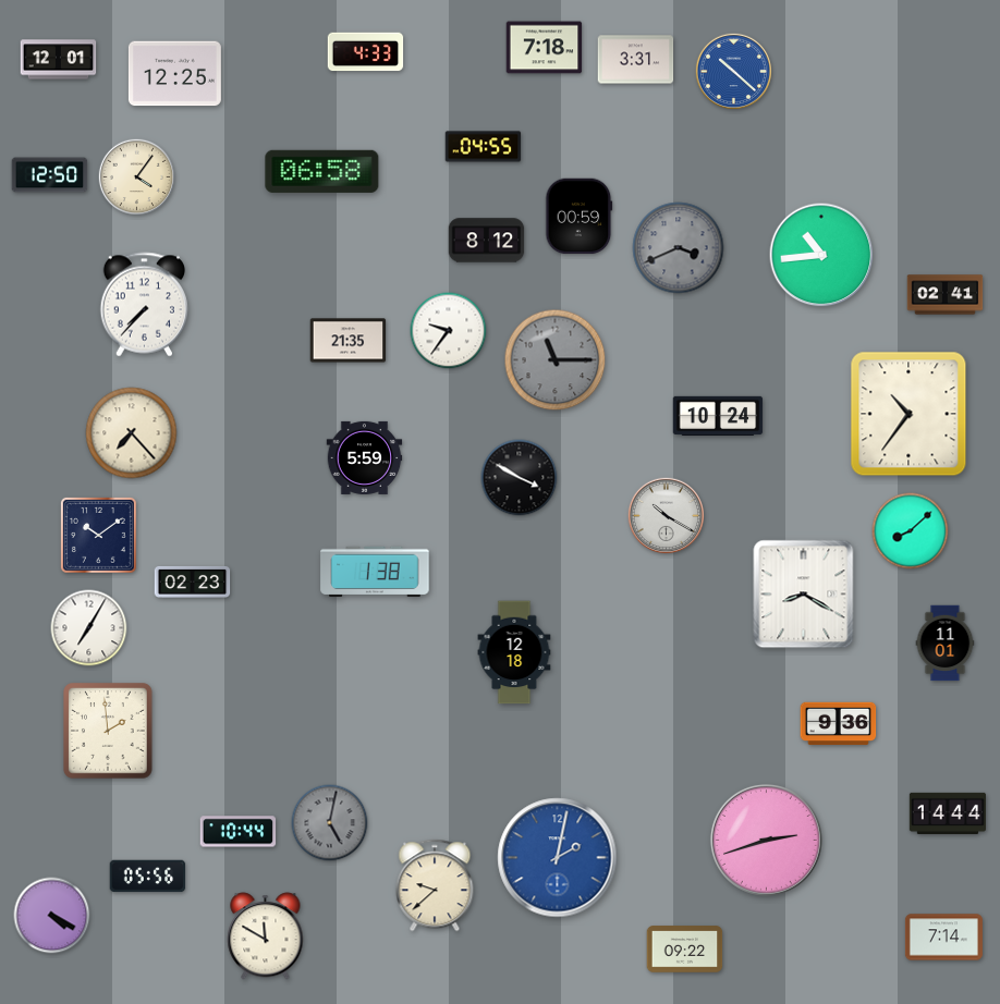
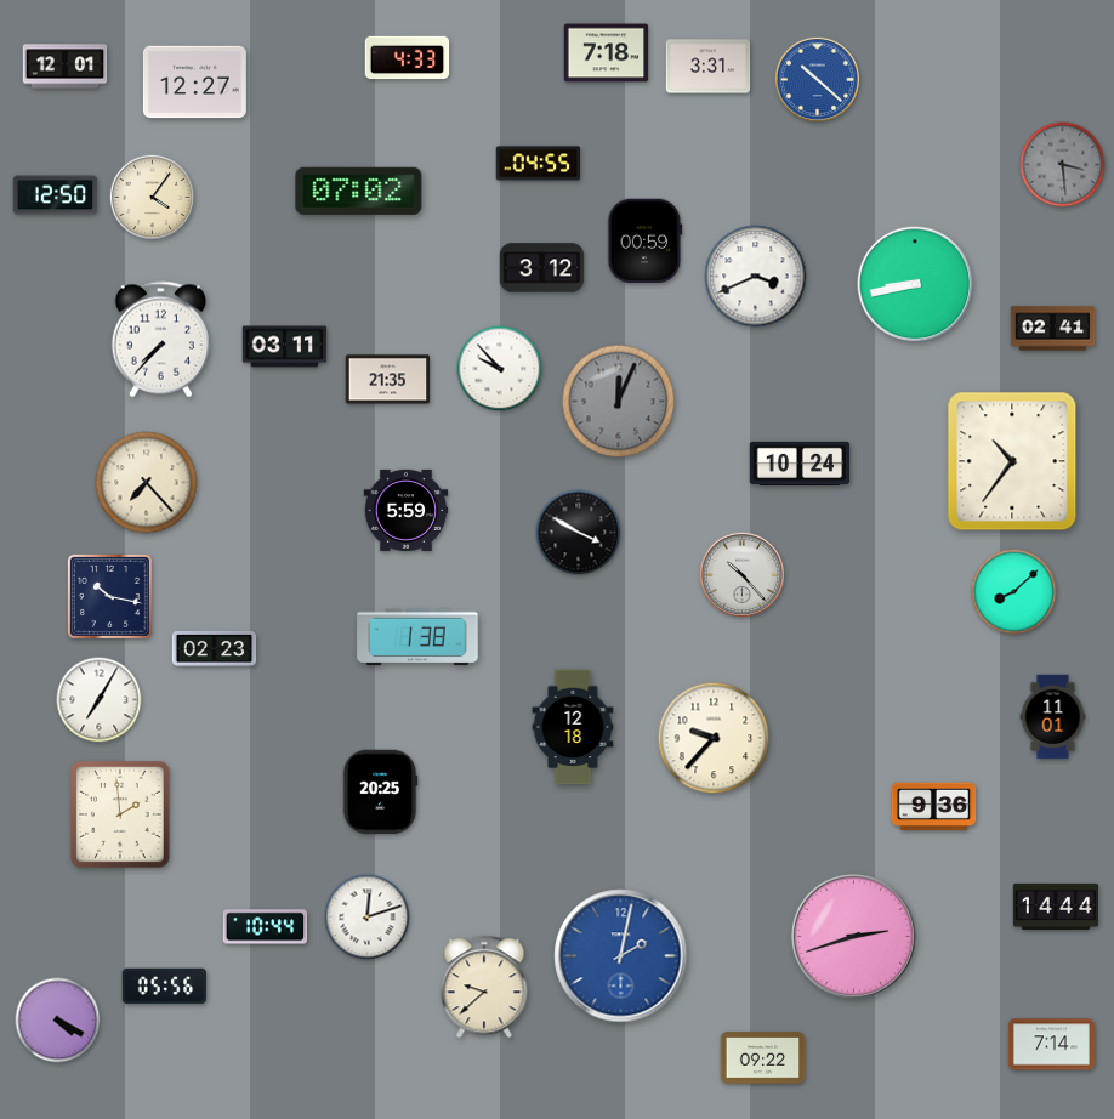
clock at (174, 74): 12:25 -> 12:27
clock at (1063, 165): none -> 3:29
clock at (322, 171): 06:58 -> 07:02
clock at (487, 241): 8:12 -> 3:12
clock at (679, 248) dial: grey -> white
clock at (821, 255): 10:44 -> 8:43
clock at (285, 347): none -> 03:11
clock at (449, 331): 9:36 -> 9:53
clock at (556, 360): 11:15 -> 12:04
clock at (667, 516): 10:20 -> 10:23
clock at (98, 535): 10:09 -> 10:17
clock at (804, 595): 8:20 -> none
clock at (714, 738): none -> 9:37
clock at (380, 793): none -> 20:25
clock at (330, 823): 5:02 -> 12:12
clock at (330, 823) dial: grey -> white
clock at (148, 877) position: (148, 877) -> (165, 987)
clock at (266, 936): 11:50 -> none
